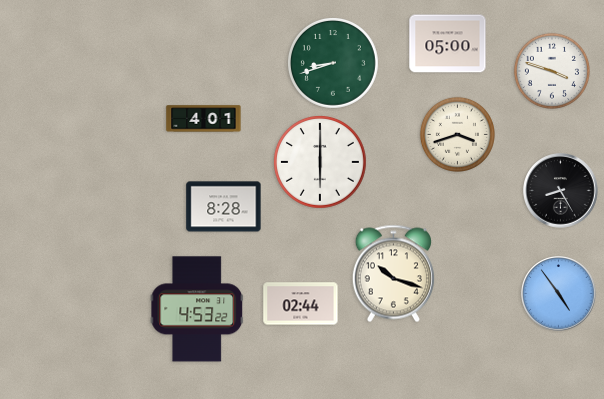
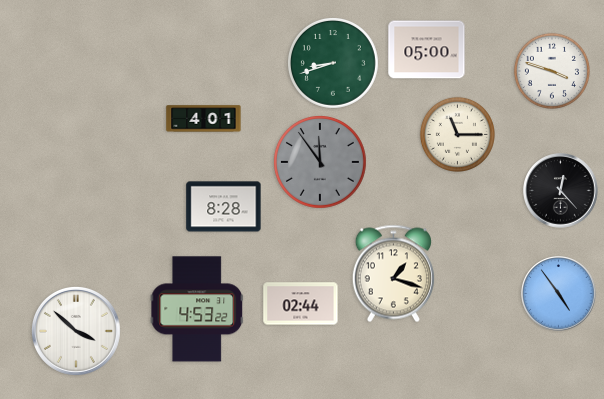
clock at (448, 44) position: (448, 44) -> (427, 50)
clock at (457, 134): 3:42 -> 11:15
clock at (321, 163): 6:00 -> 11:54
clock at (321, 163) dial: white -> grey
clock at (561, 191): 8:25 -> 12:23
clock at (393, 274): 10:18 -> 1:18
clock at (76, 331): none -> 3:52
